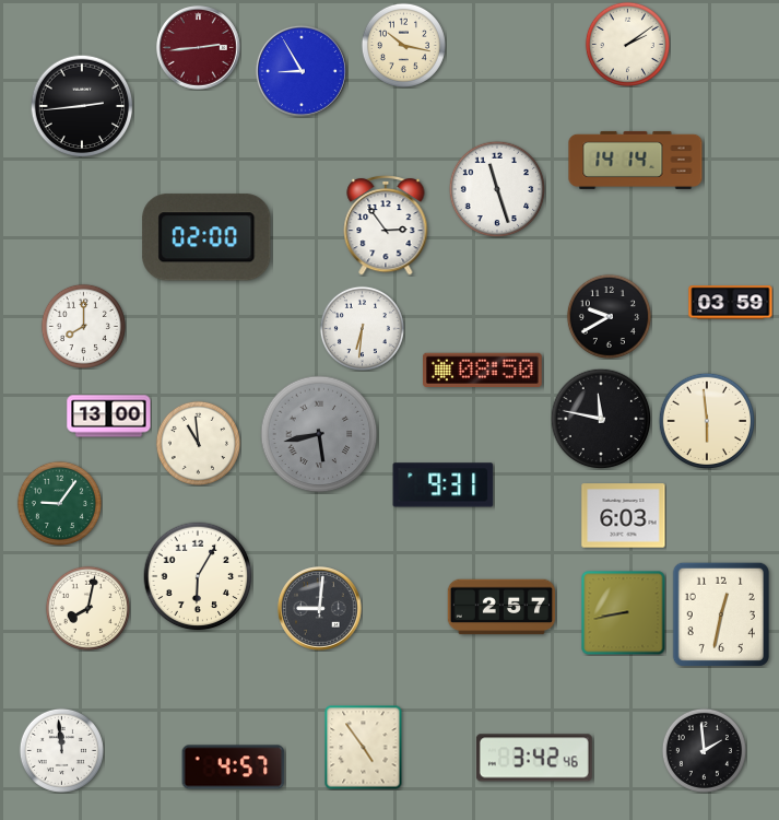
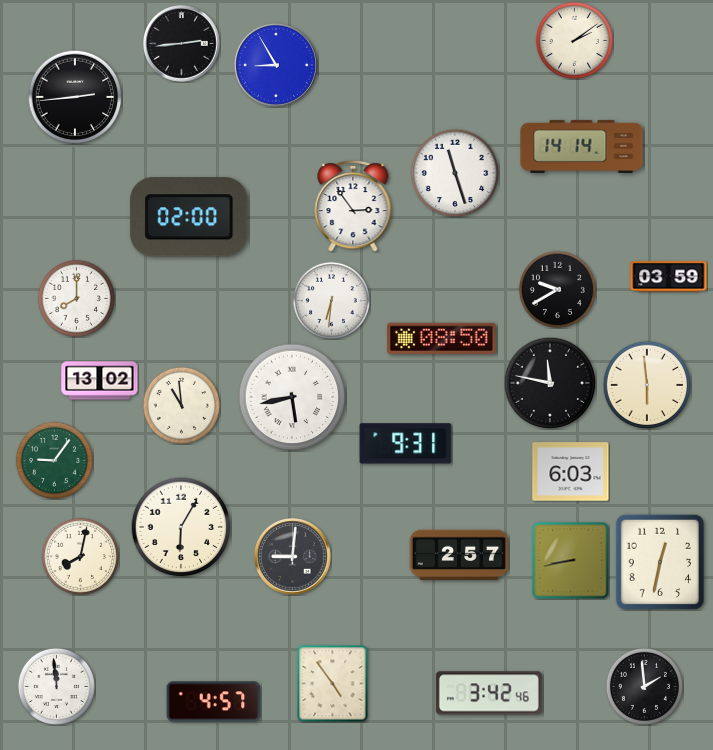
clock at (403, 45): 10:17 -> none
clock at (199, 48) dial: burgundy -> black
clock at (109, 417): 13:00 -> 13:02
clock at (319, 434) dial: grey -> white
